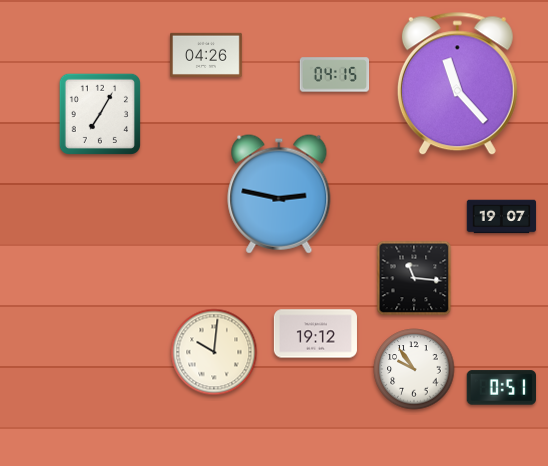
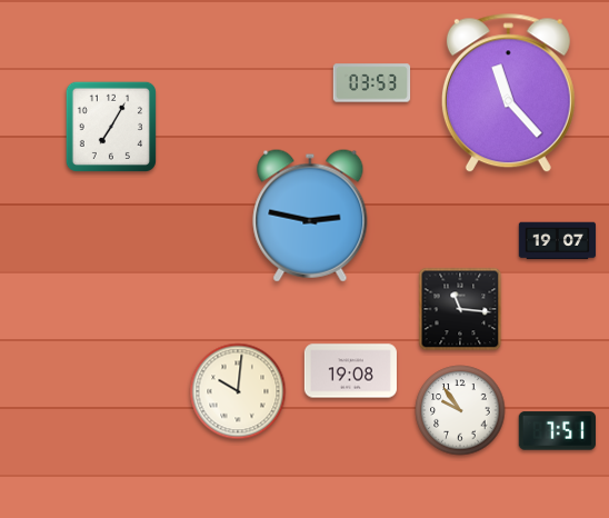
clock at (207, 54): 04:26 -> none
clock at (335, 75): 04:15 -> 03:53
clock at (315, 334): 19:12 -> 19:08
clock at (501, 388): 0:51 -> 7:51
